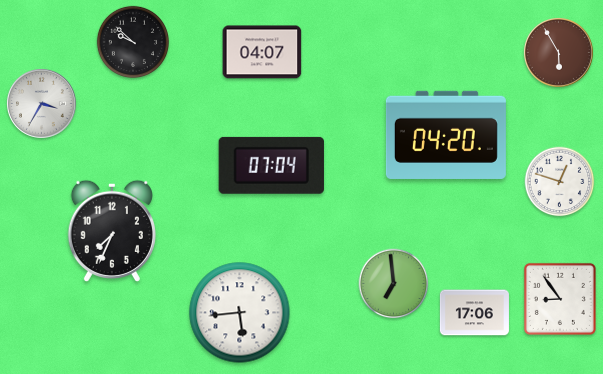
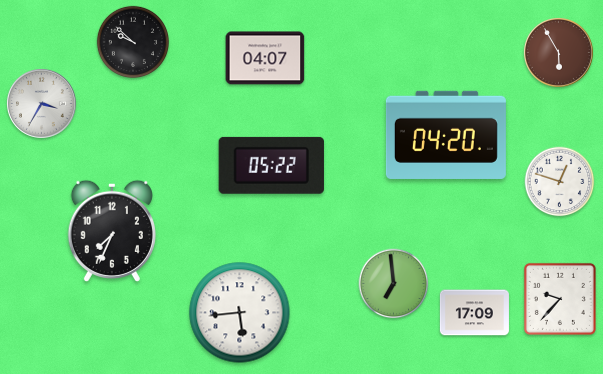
clock at (262, 52) position: (262, 52) -> (265, 58)
clock at (271, 165): 07:04 -> 05:22
clock at (560, 299): 8:54 -> 9:37
clock at (474, 313): 17:06 -> 17:09
